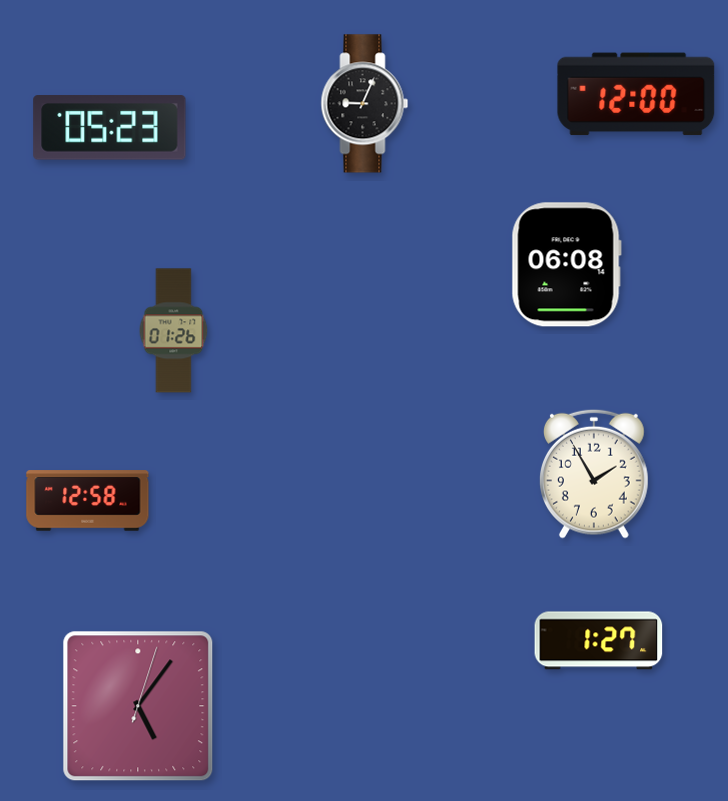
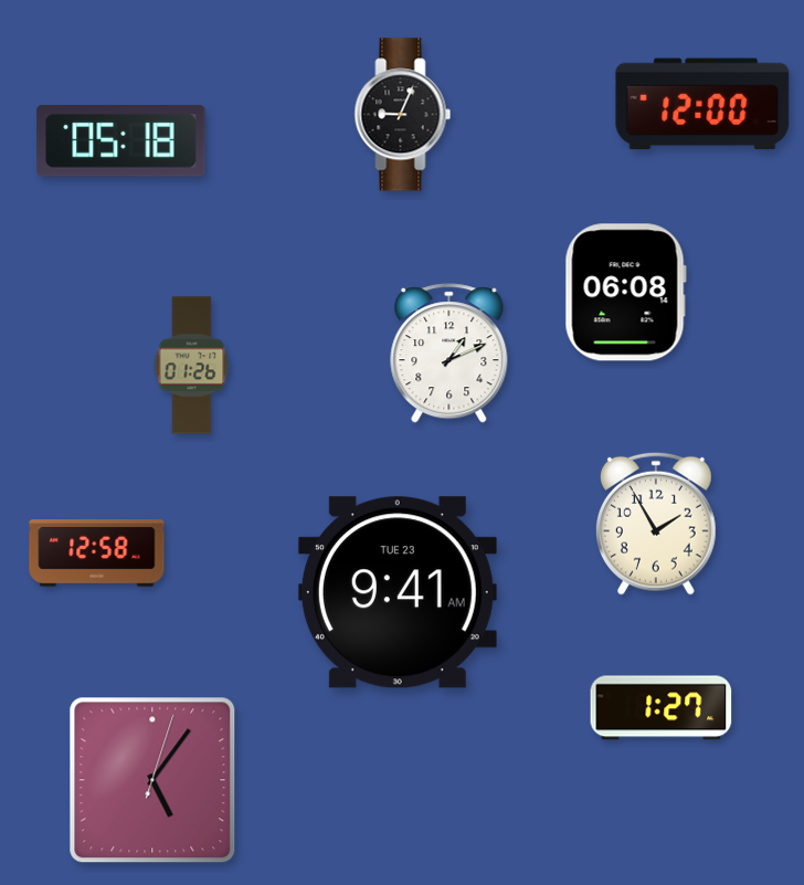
clock at (110, 128): 05:23 -> 05:18
clock at (449, 354): none -> 1:11
clock at (398, 592): none -> 9:41
